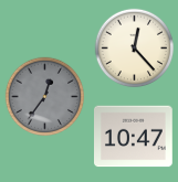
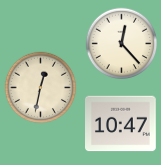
clock at (45, 97): 12:36 -> 12:32
clock at (45, 97) dial: grey -> cream
